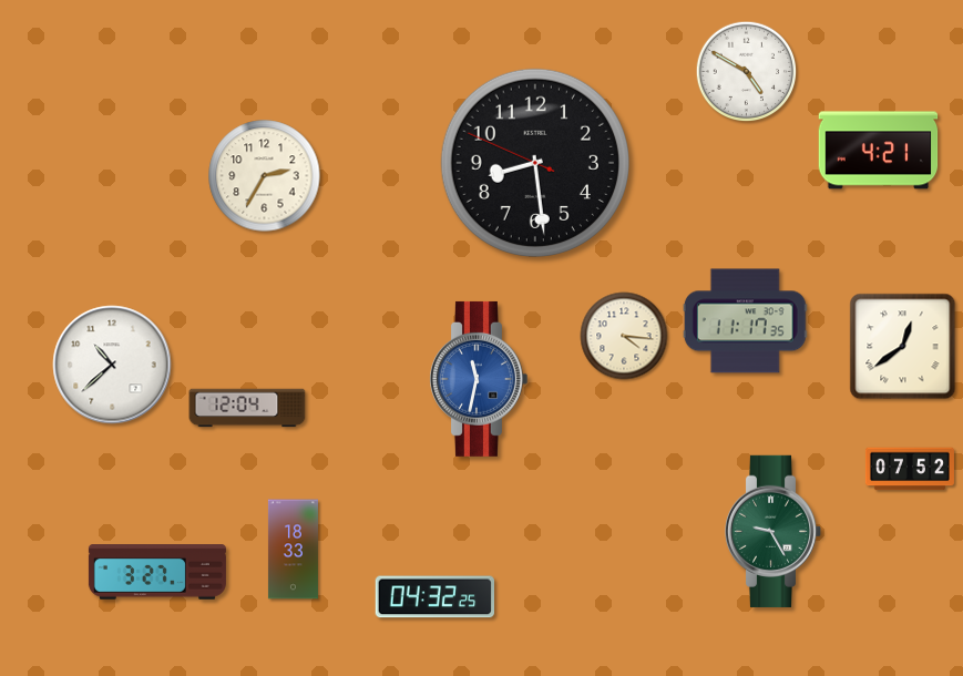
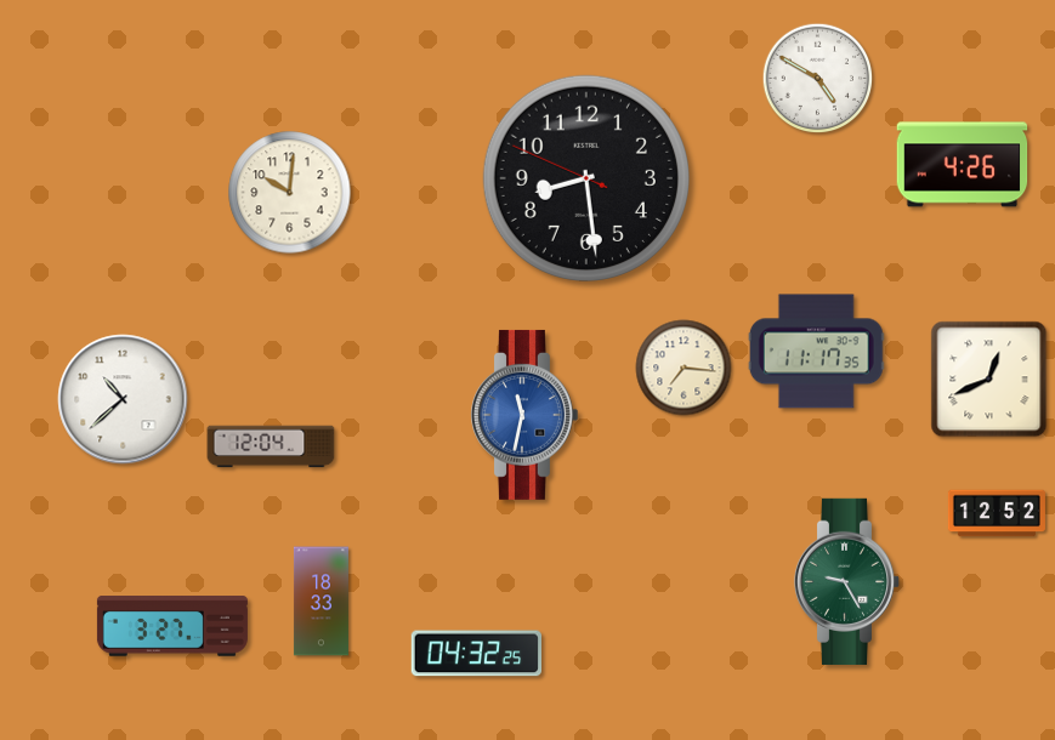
clock at (879, 151): 4:21 -> 4:26
clock at (265, 176): 2:35 -> 10:01
clock at (624, 336): 4:16 -> 7:16
clock at (903, 347): 12:39 -> 12:41
clock at (910, 469): 07:52 -> 12:52
